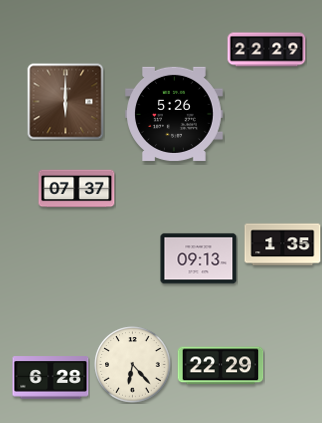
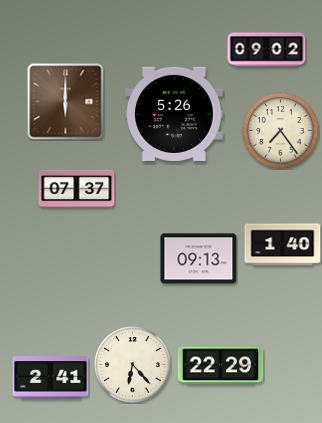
clock at (267, 50): 22:29 -> 09:02
clock at (281, 131): none -> 7:24
clock at (283, 245): 1:35 -> 1:40
clock at (51, 378): 6:28 -> 2:41
